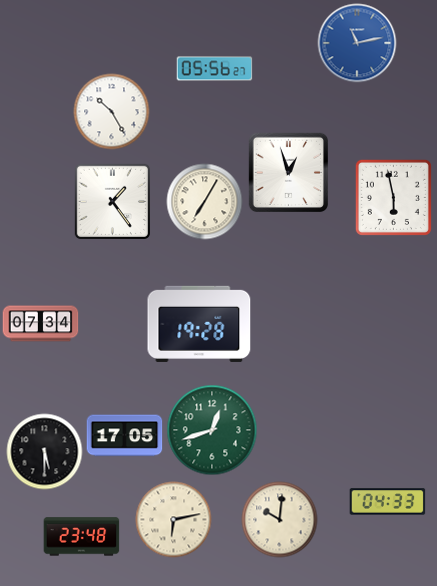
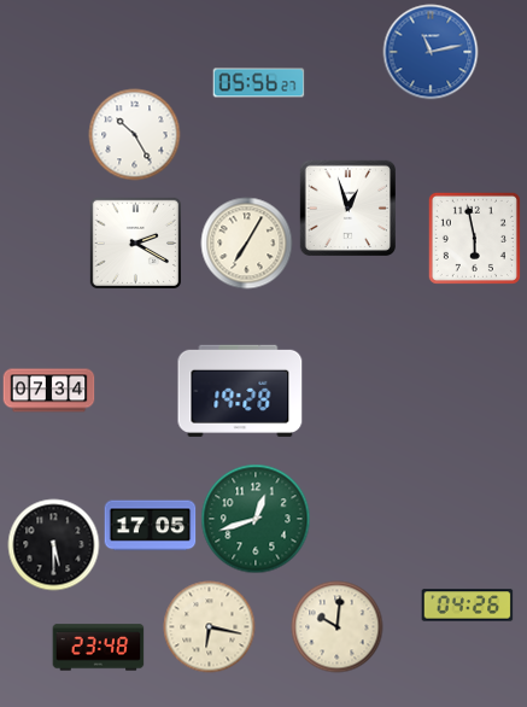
clock at (112, 201): 1:24 -> 2:20
clock at (388, 502): 04:33 -> 04:26
clock at (174, 520): 6:13 -> 6:17
